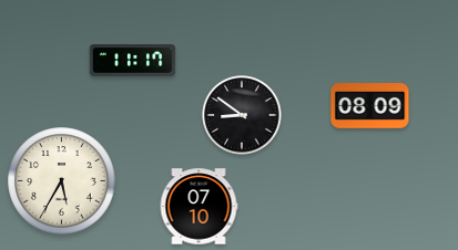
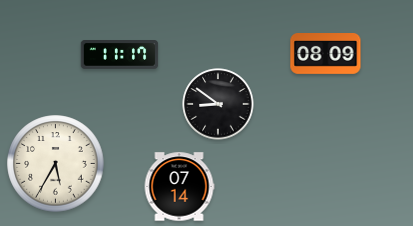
clock at (370, 106) position: (370, 106) -> (326, 54)
clock at (199, 207): 07:10 -> 07:14
